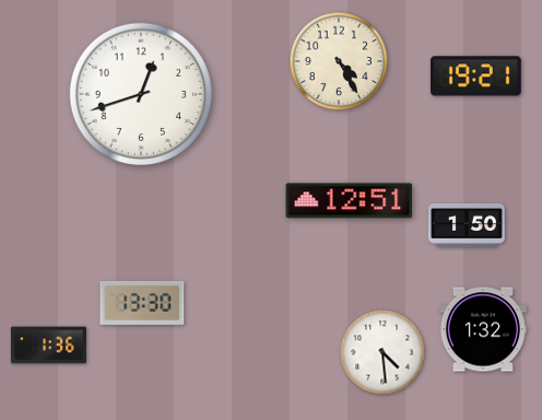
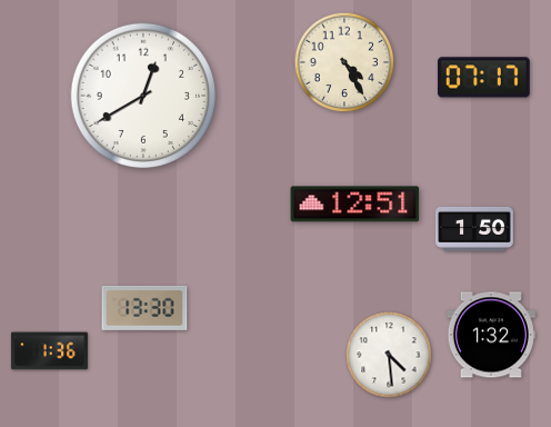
clock at (476, 77): 19:21 -> 07:17
clock at (140, 93): 12:42 -> 12:40
clock at (382, 352) position: (382, 352) -> (389, 355)
